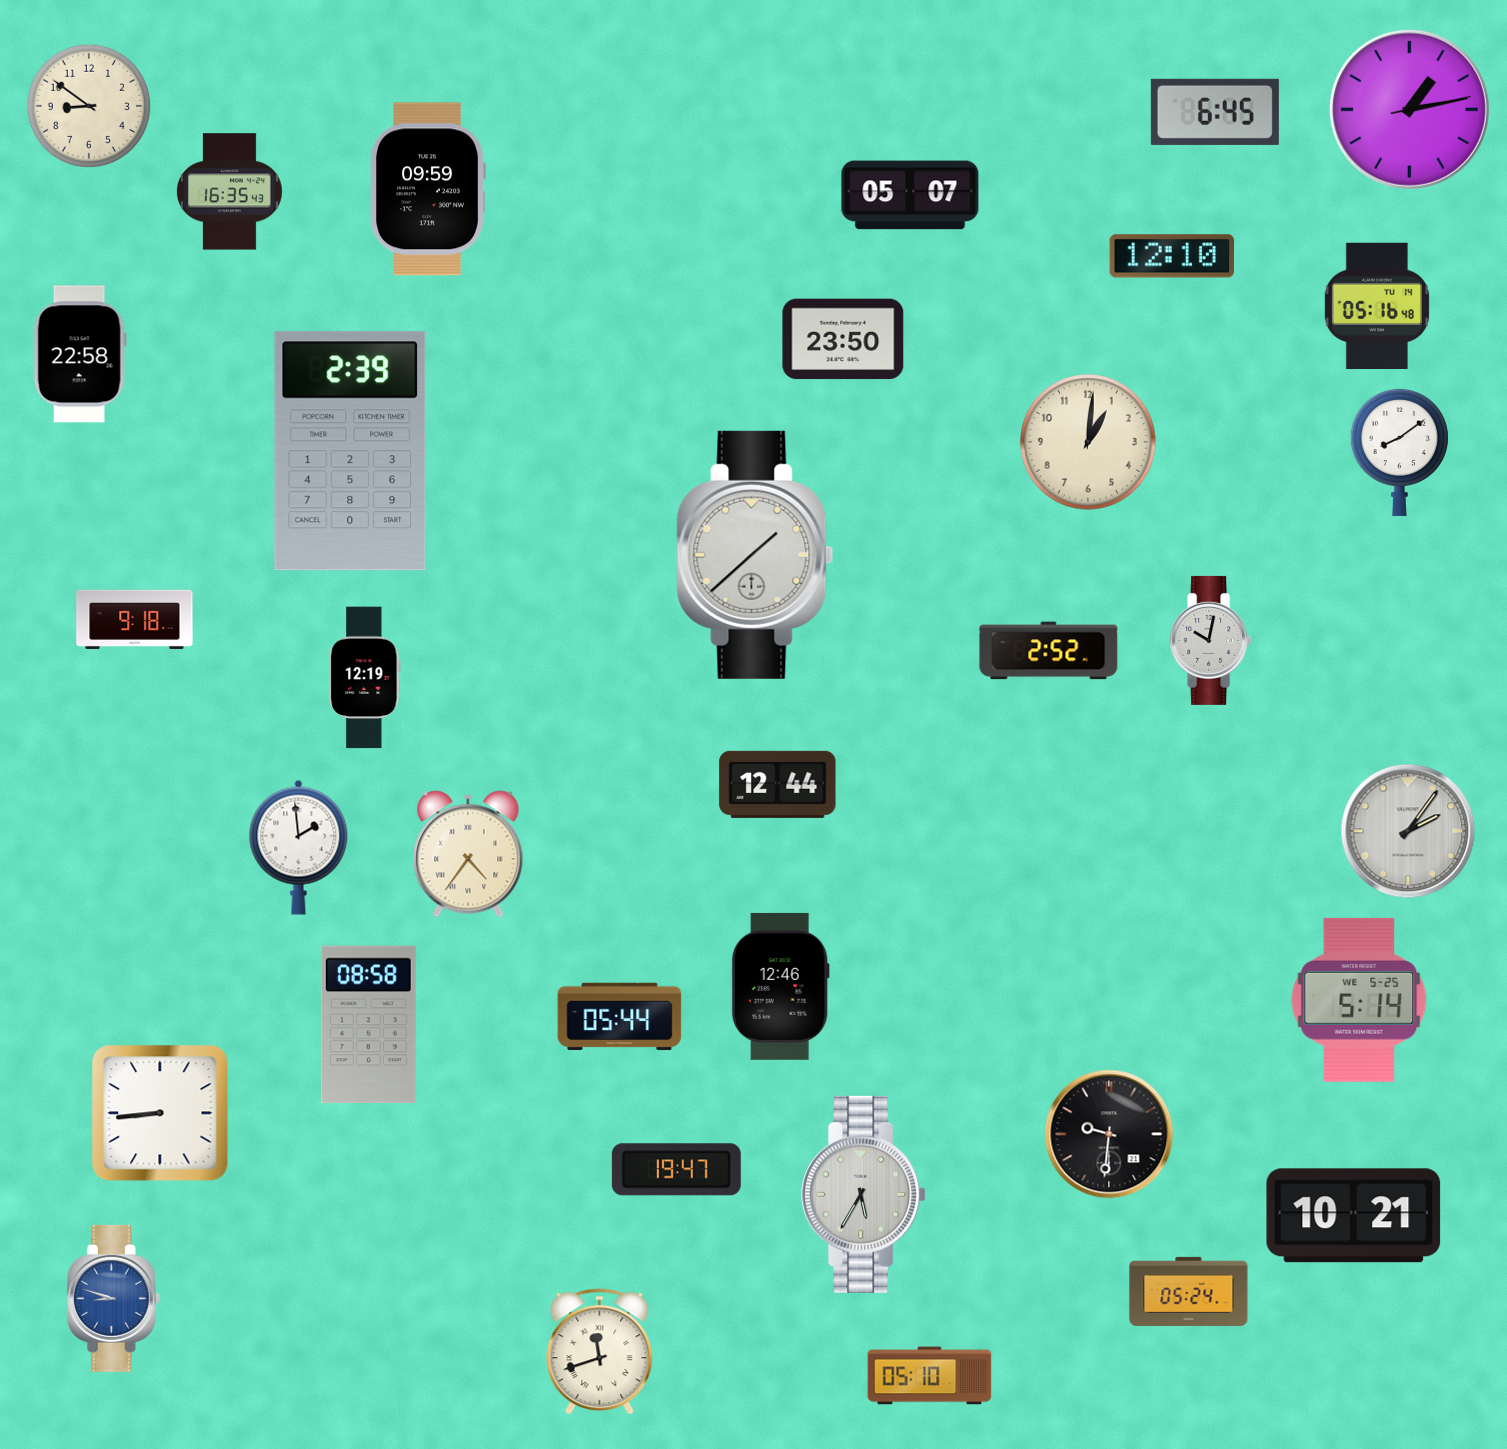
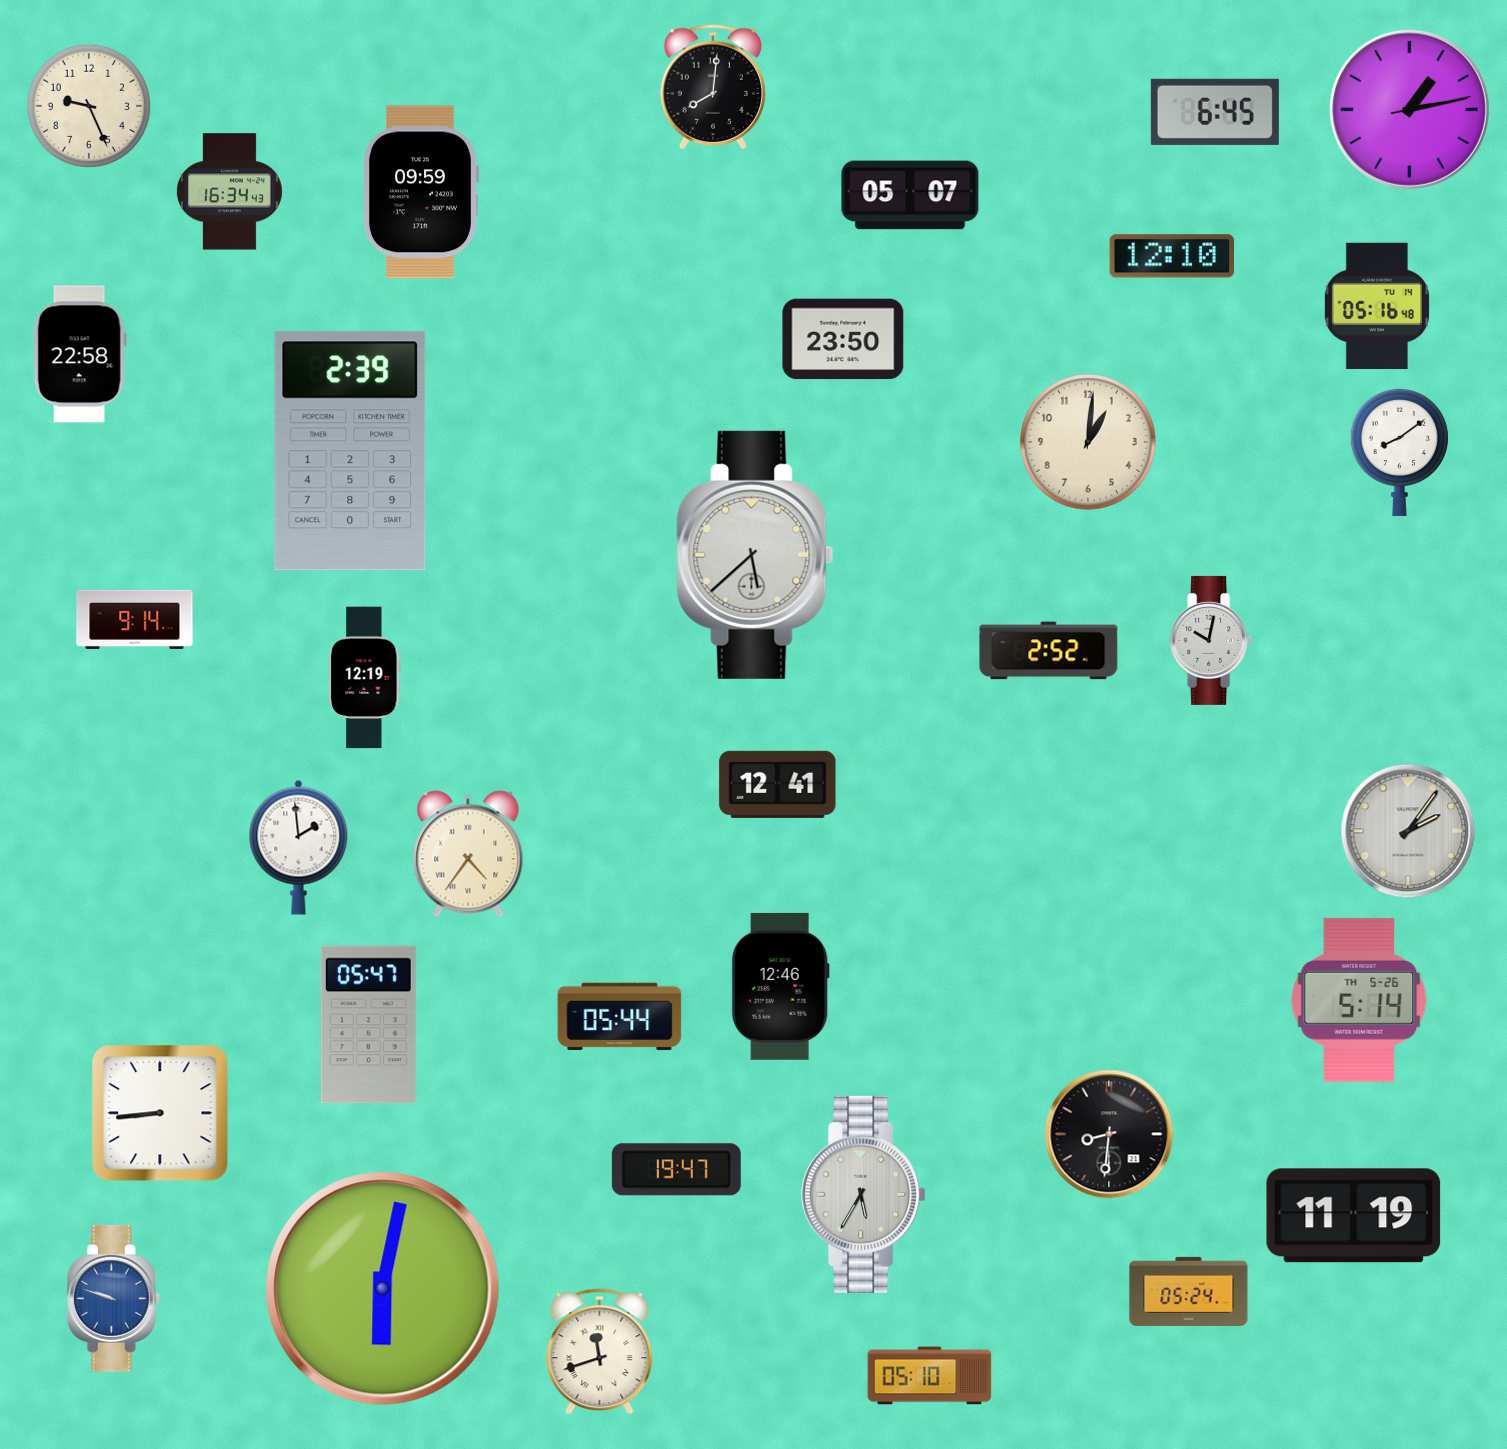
clock at (712, 87): none -> 8:01
clock at (88, 105): 8:51 -> 9:26
clock at (428, 189) position: (428, 189) -> (421, 192)
clock at (229, 192): 16:35 -> 16:34
clock at (755, 555): 1:38 -> 5:38
clock at (135, 619): 9:18 -> 9:14
clock at (778, 784): 12:44 -> 12:41
clock at (1359, 1000) date: WE 5-25 -> TH 5-26
clock at (368, 1025): 08:58 -> 05:47
clock at (1109, 1134): 9:31 -> 8:31
clock at (1354, 1216): 10:21 -> 11:19
clock at (383, 1289): none -> 6:02
clock at (113, 1298): 8:48 -> 9:48
